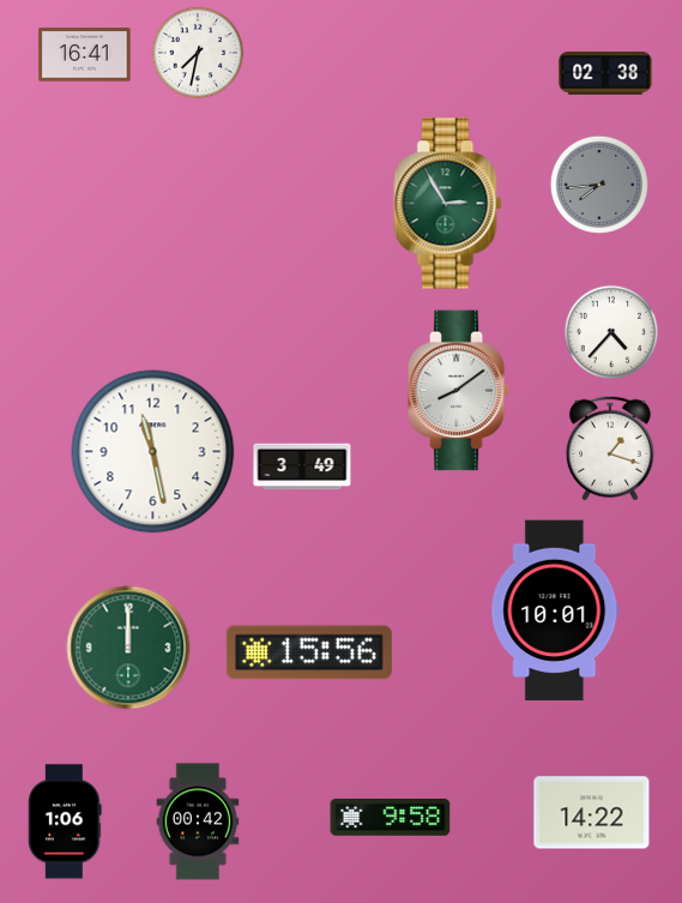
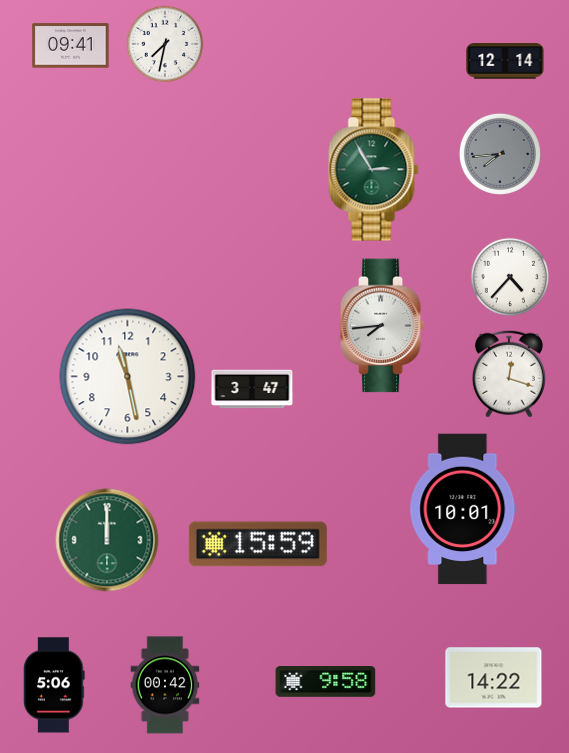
clock at (85, 55): 16:41 -> 09:41
clock at (605, 73): 02:38 -> 12:14
clock at (459, 391): 8:09 -> 7:44
clock at (610, 449): 1:18 -> 12:18
clock at (302, 466): 3:49 -> 3:47
clock at (309, 652): 15:56 -> 15:59
clock at (65, 821): 1:06 -> 5:06
